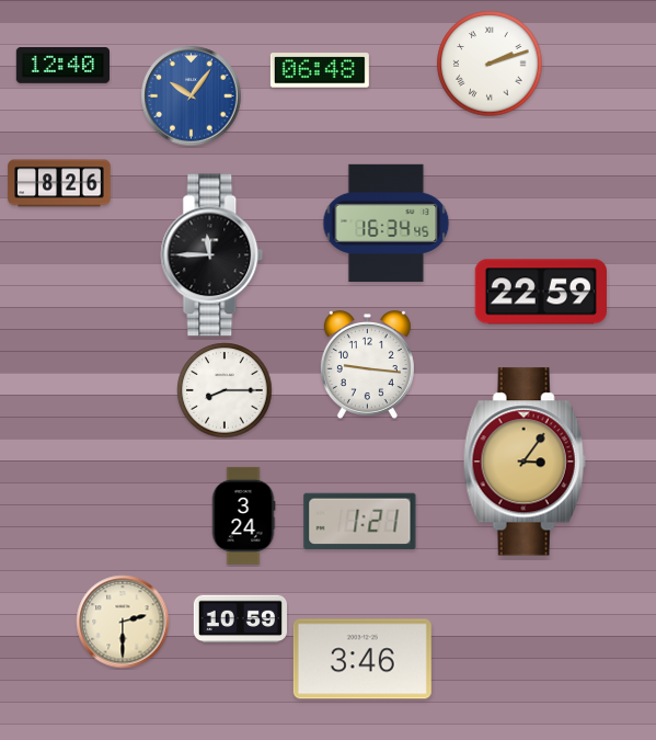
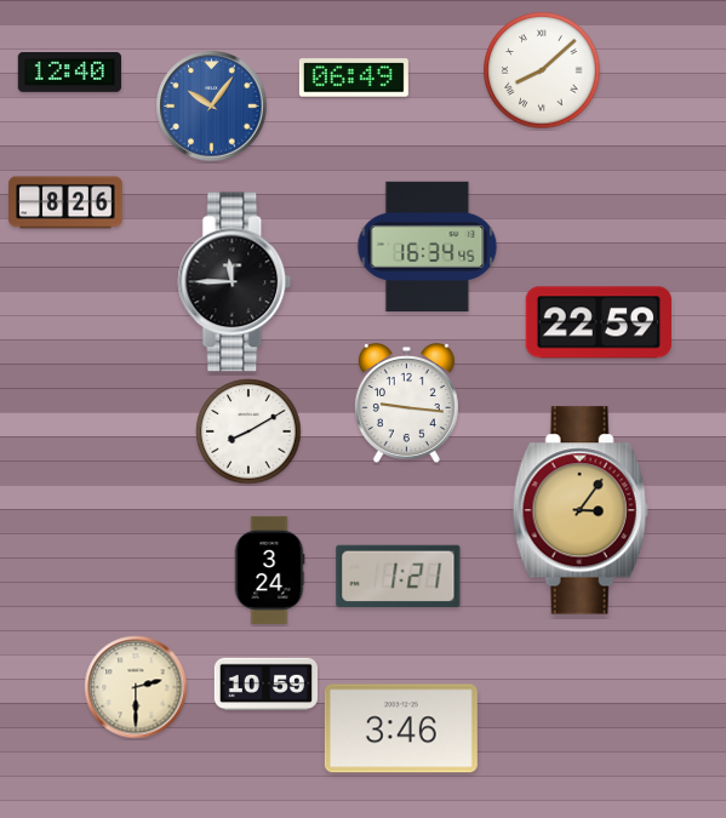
clock at (490, 64): 2:12 -> 8:08
clock at (320, 70): 06:48 -> 06:49
clock at (225, 390): 8:15 -> 8:10
